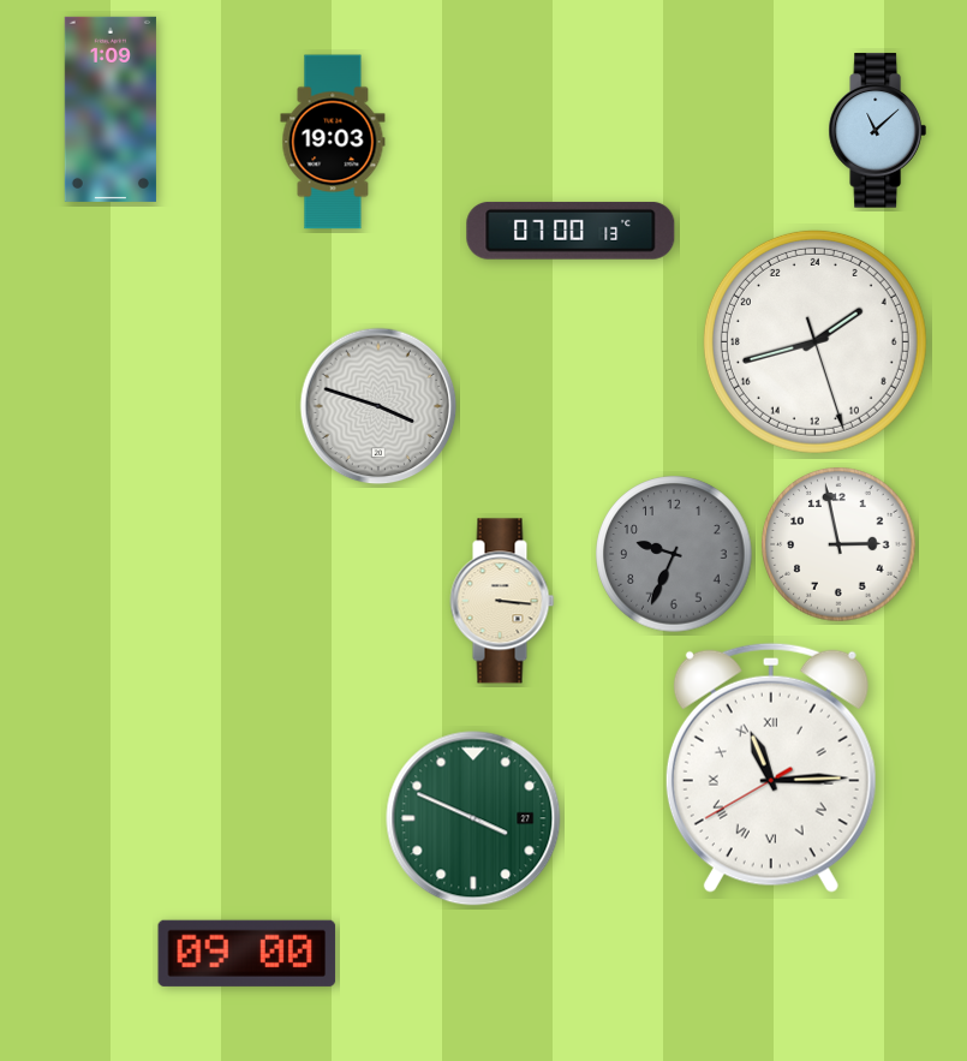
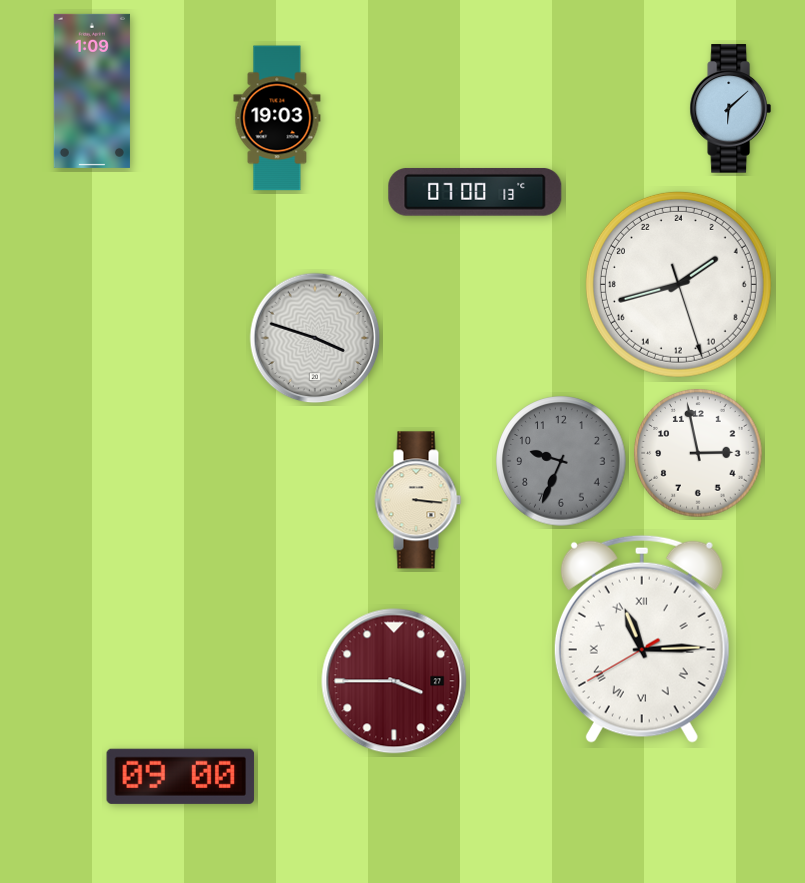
clock at (877, 131): 11:08 -> 6:08
clock at (473, 818): 3:49 -> 3:45
clock at (473, 818) dial: green -> burgundy
clock at (247, 953) position: (247, 953) -> (181, 776)
